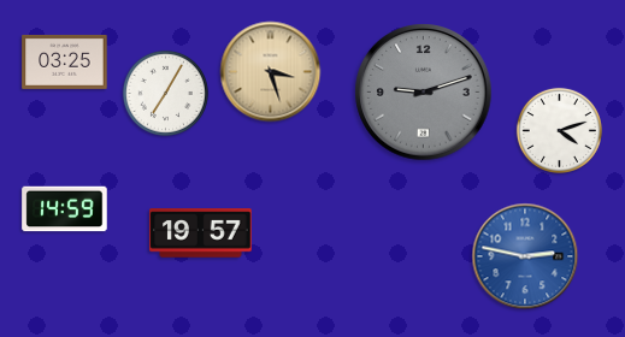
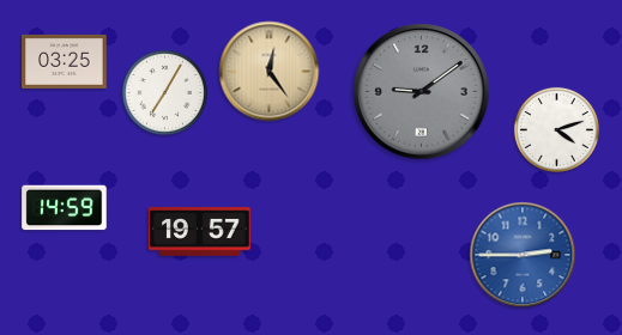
clock at (271, 72): 3:27 -> 12:24
clock at (424, 93): 9:12 -> 9:09
clock at (525, 256): 2:47 -> 2:45
